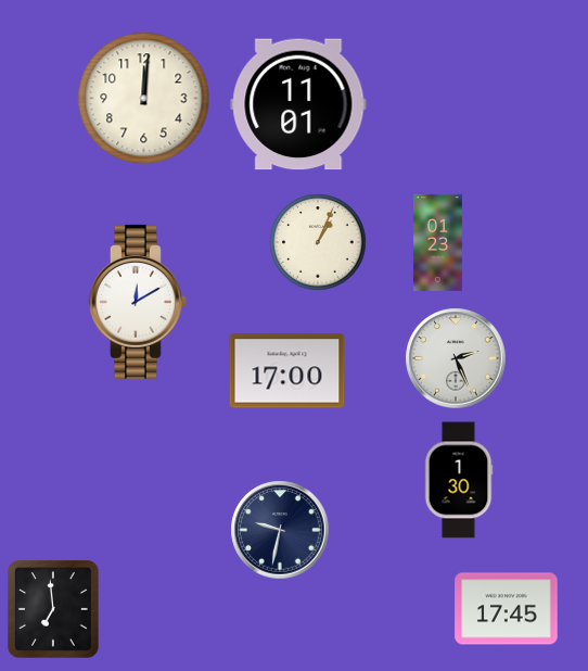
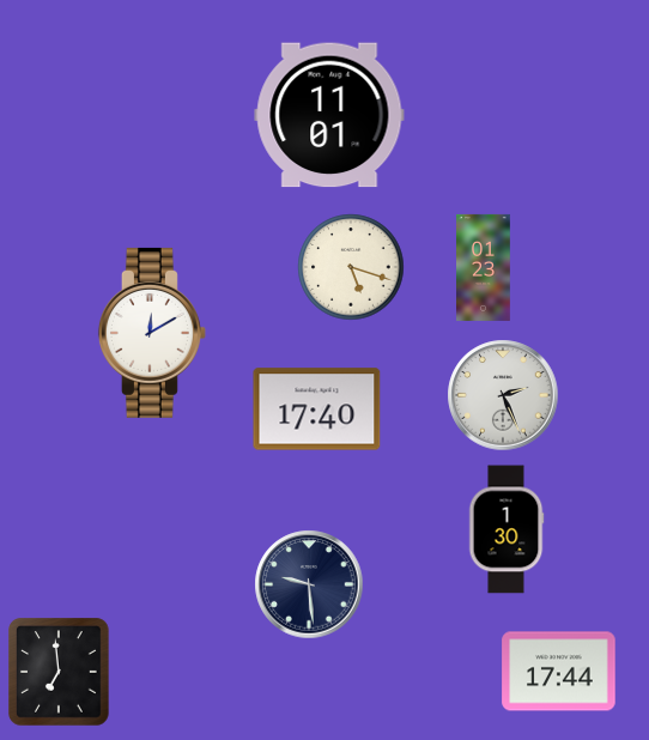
clock at (144, 99): 12:01 -> none
clock at (318, 242): 1:04 -> 5:18
clock at (287, 371): 17:00 -> 17:40
clock at (280, 530): 9:32 -> 9:29
clock at (507, 609): 17:45 -> 17:44
